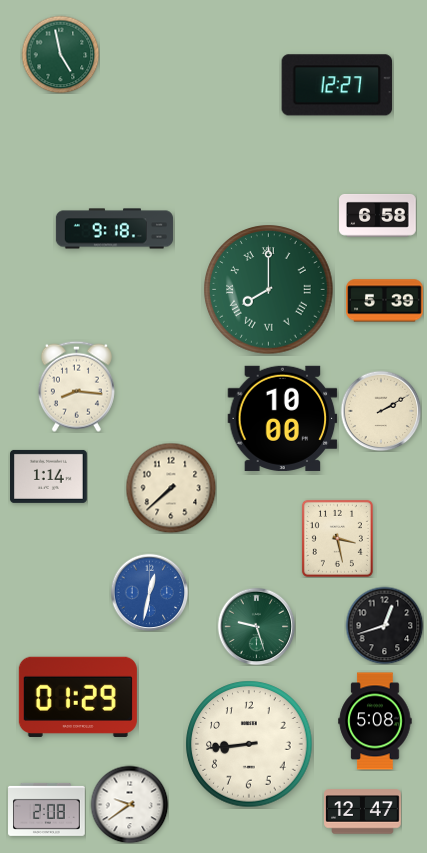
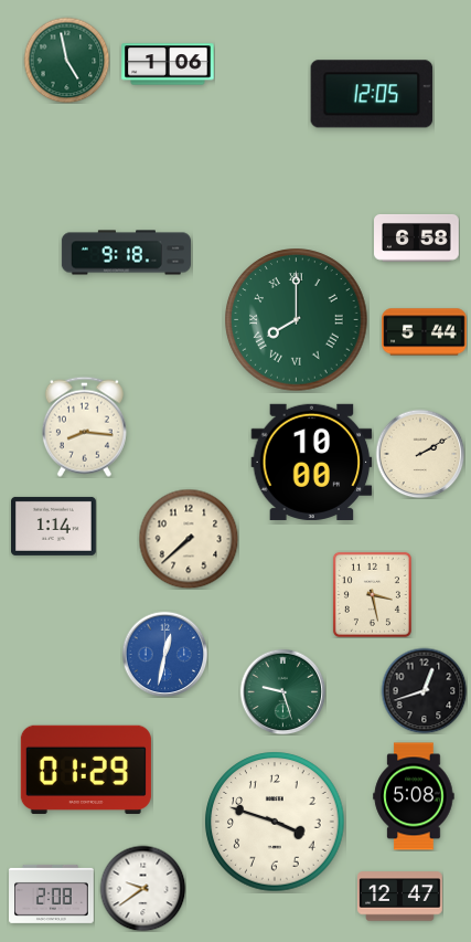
clock at (168, 64): none -> 1:06
clock at (337, 85): 12:27 -> 12:05
clock at (385, 301): 5:39 -> 5:44
clock at (249, 744): 8:44 -> 3:48
